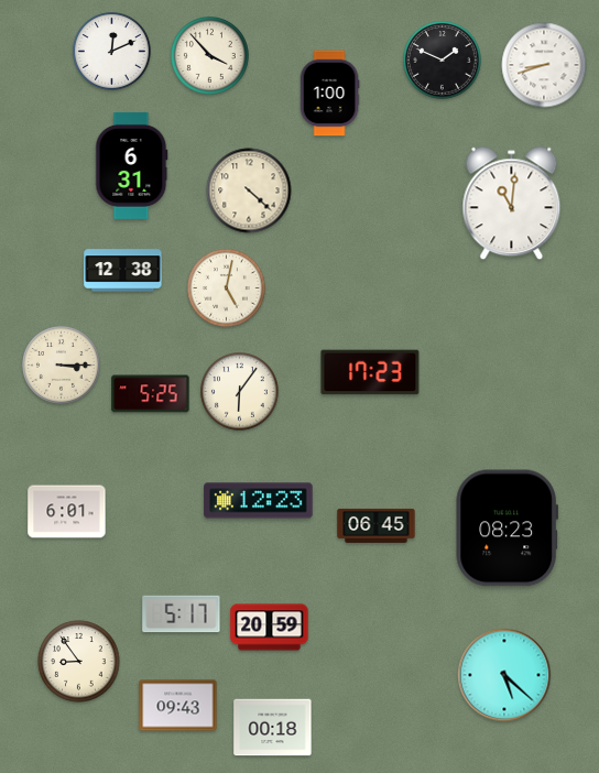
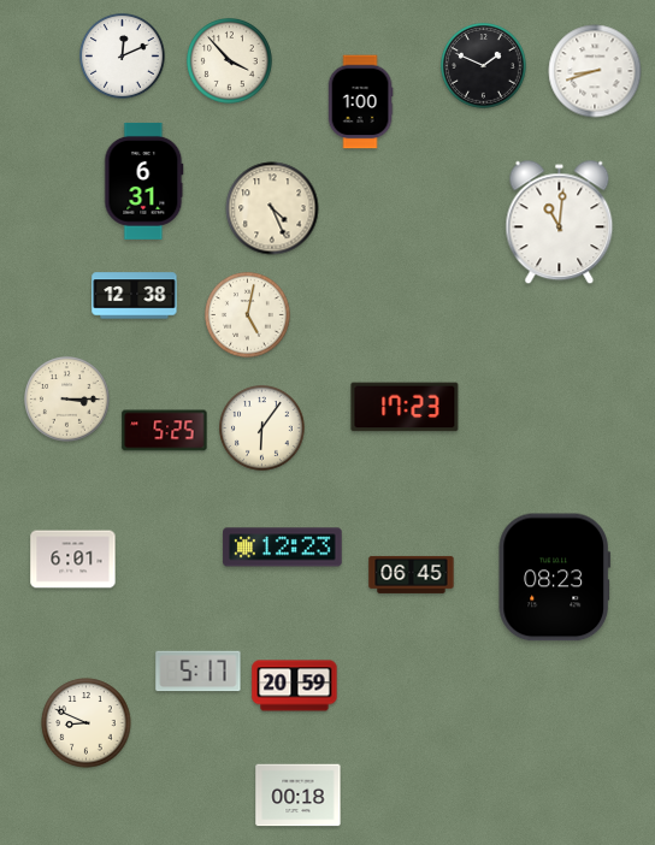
clock at (249, 190): 4:22 -> 4:26
clock at (79, 662): 8:54 -> 8:49
clock at (504, 675): 5:22 -> none
clock at (178, 706): 09:43 -> none
